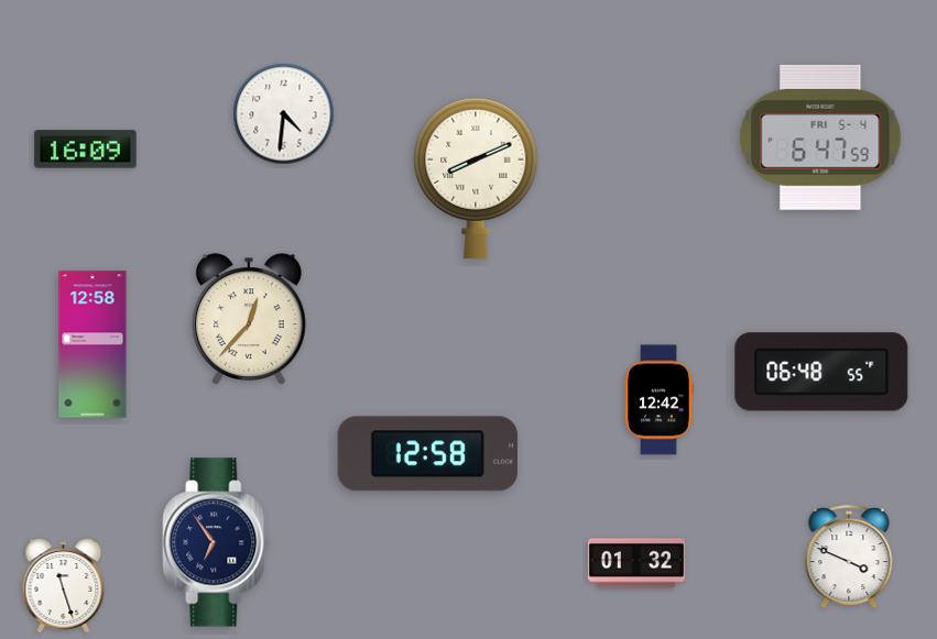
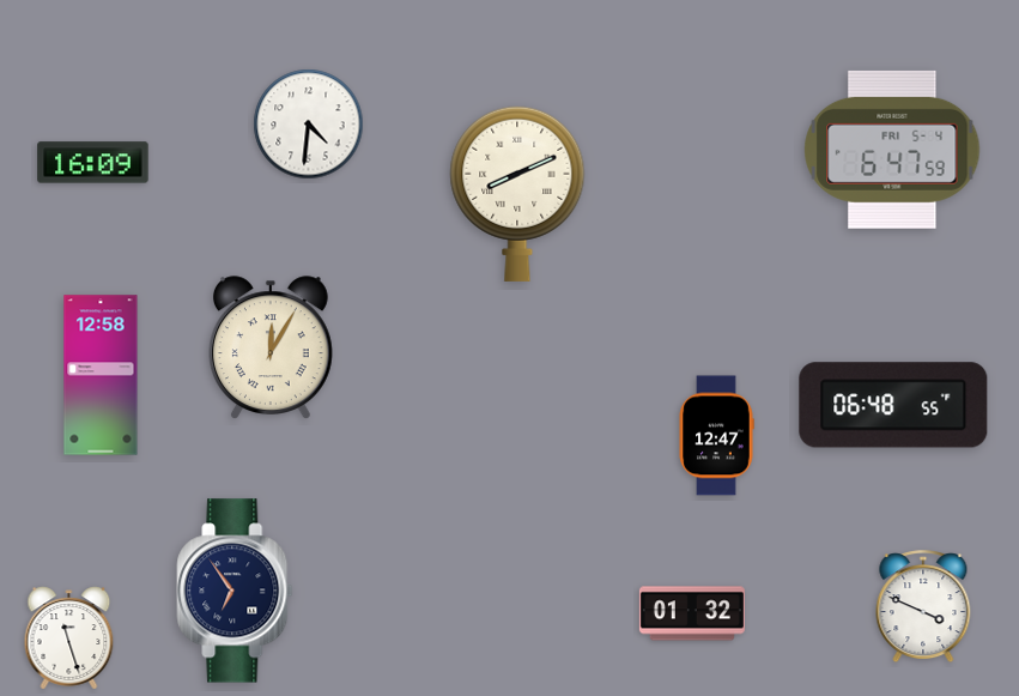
clock at (249, 319): 12:37 -> 12:05
clock at (658, 400): 12:42 -> 12:47
clock at (427, 454): 12:58 -> none
